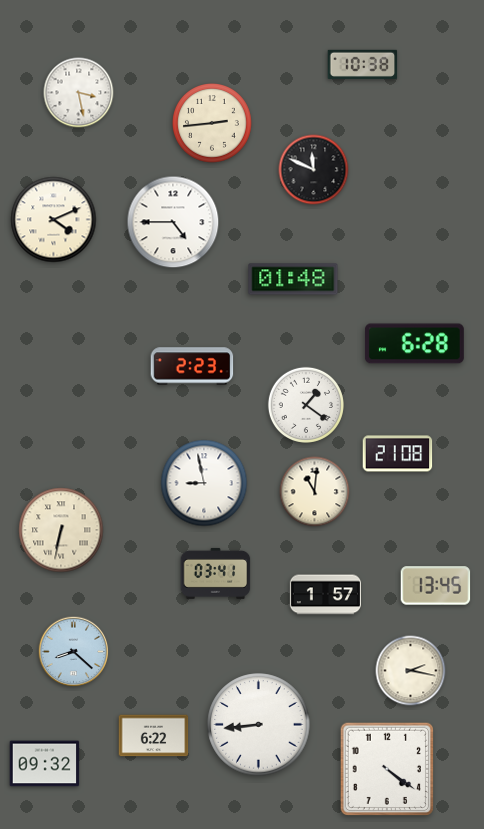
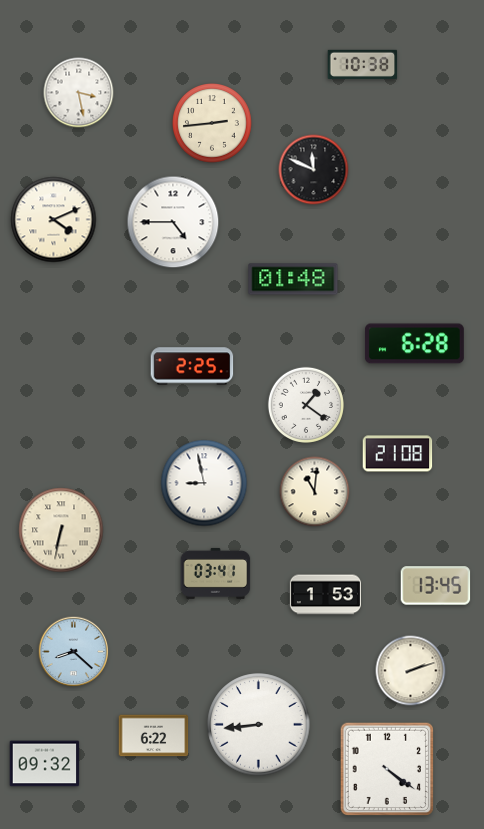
clock at (192, 366): 2:23 -> 2:25
clock at (325, 595): 1:57 -> 1:53
clock at (411, 671): 2:17 -> 2:12
